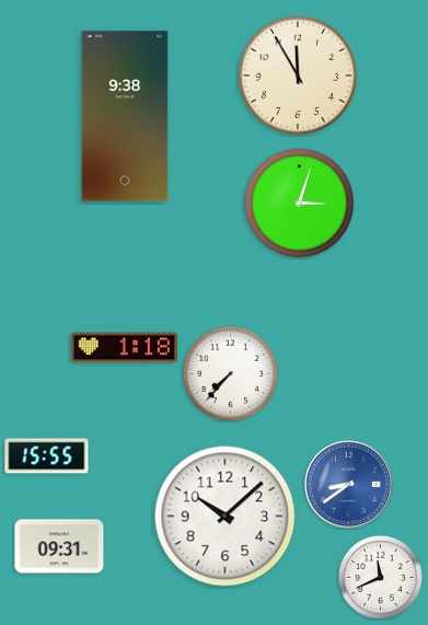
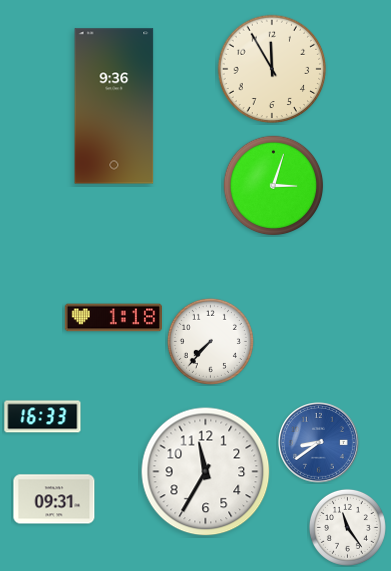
clock at (125, 116): 9:38 -> 9:36
clock at (47, 456): 15:55 -> 16:33
clock at (225, 517): 10:08 -> 11:35
clock at (380, 577): 11:41 -> 11:24
